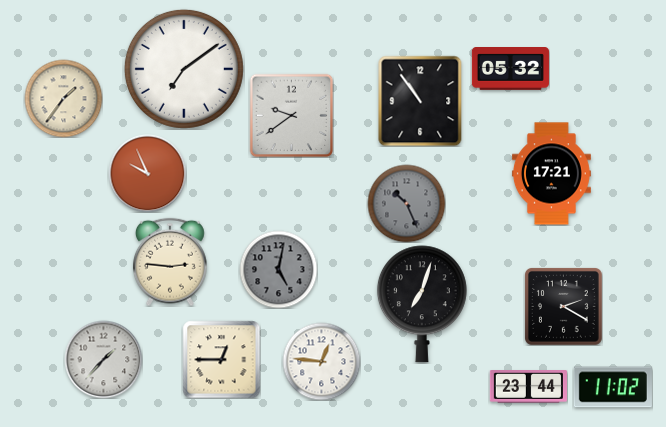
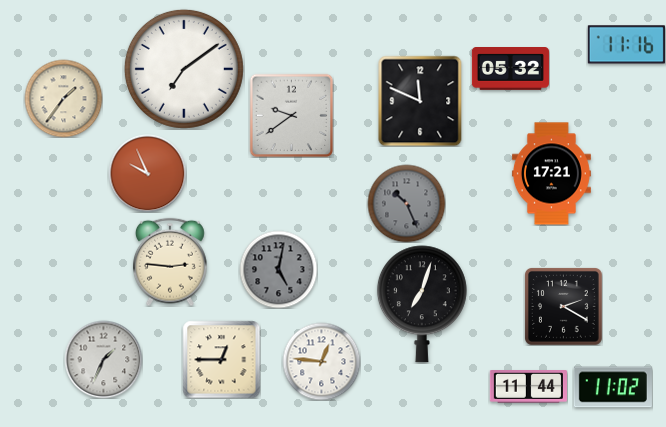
clock at (626, 45): none -> 11:16
clock at (420, 101): 10:54 -> 11:49
clock at (103, 359): 1:37 -> 1:34
clock at (528, 387): 23:44 -> 11:44
